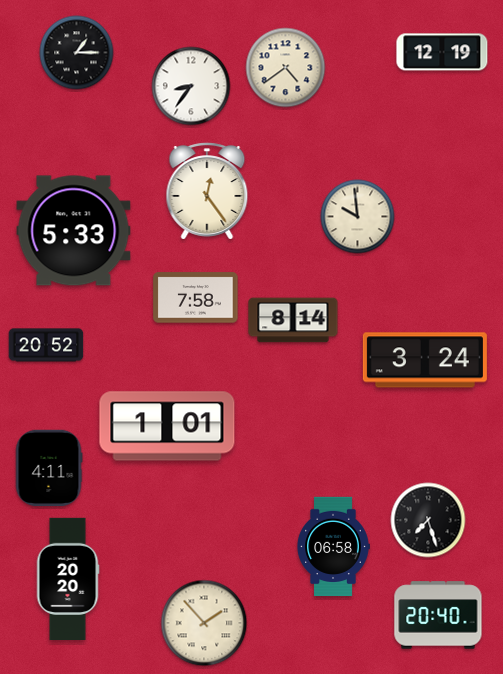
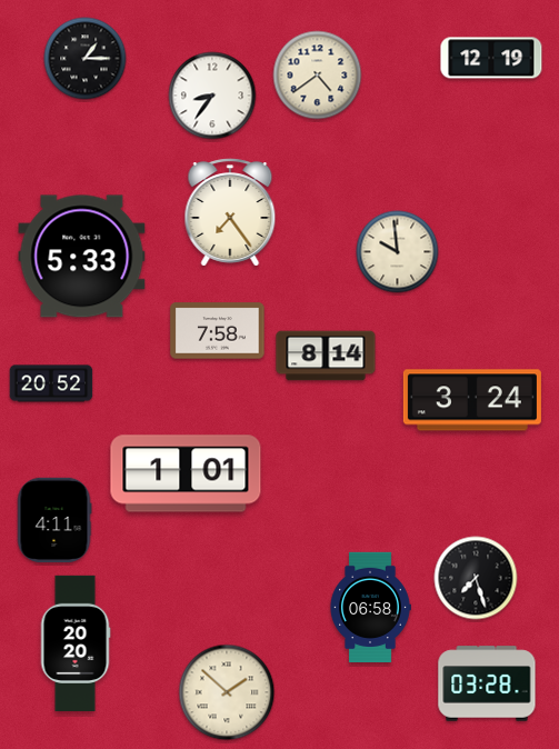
clock at (207, 191): 12:24 -> 7:24
clock at (358, 217) position: (358, 217) -> (398, 252)
clock at (438, 615): 20:40 -> 03:28
clock at (204, 623): 1:53 -> 1:52
